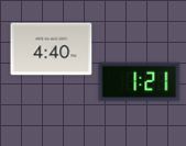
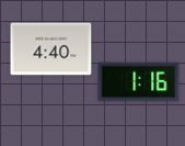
clock at (140, 82): 1:21 -> 1:16
